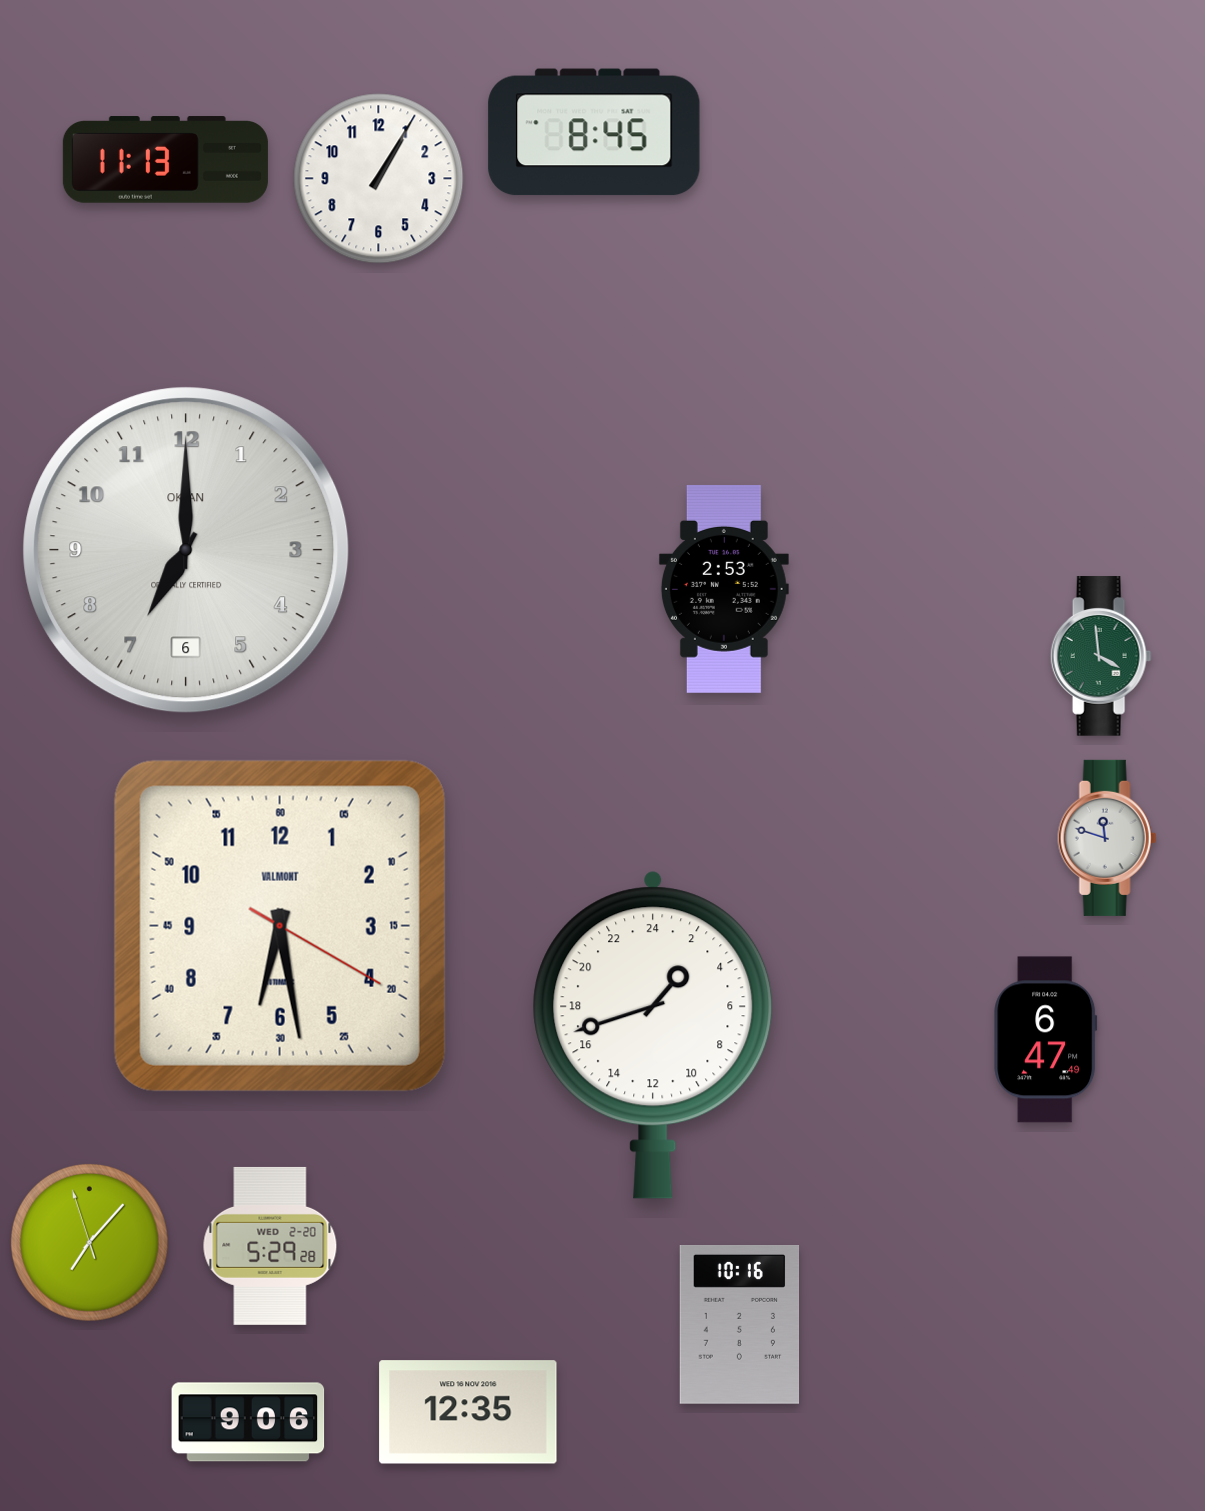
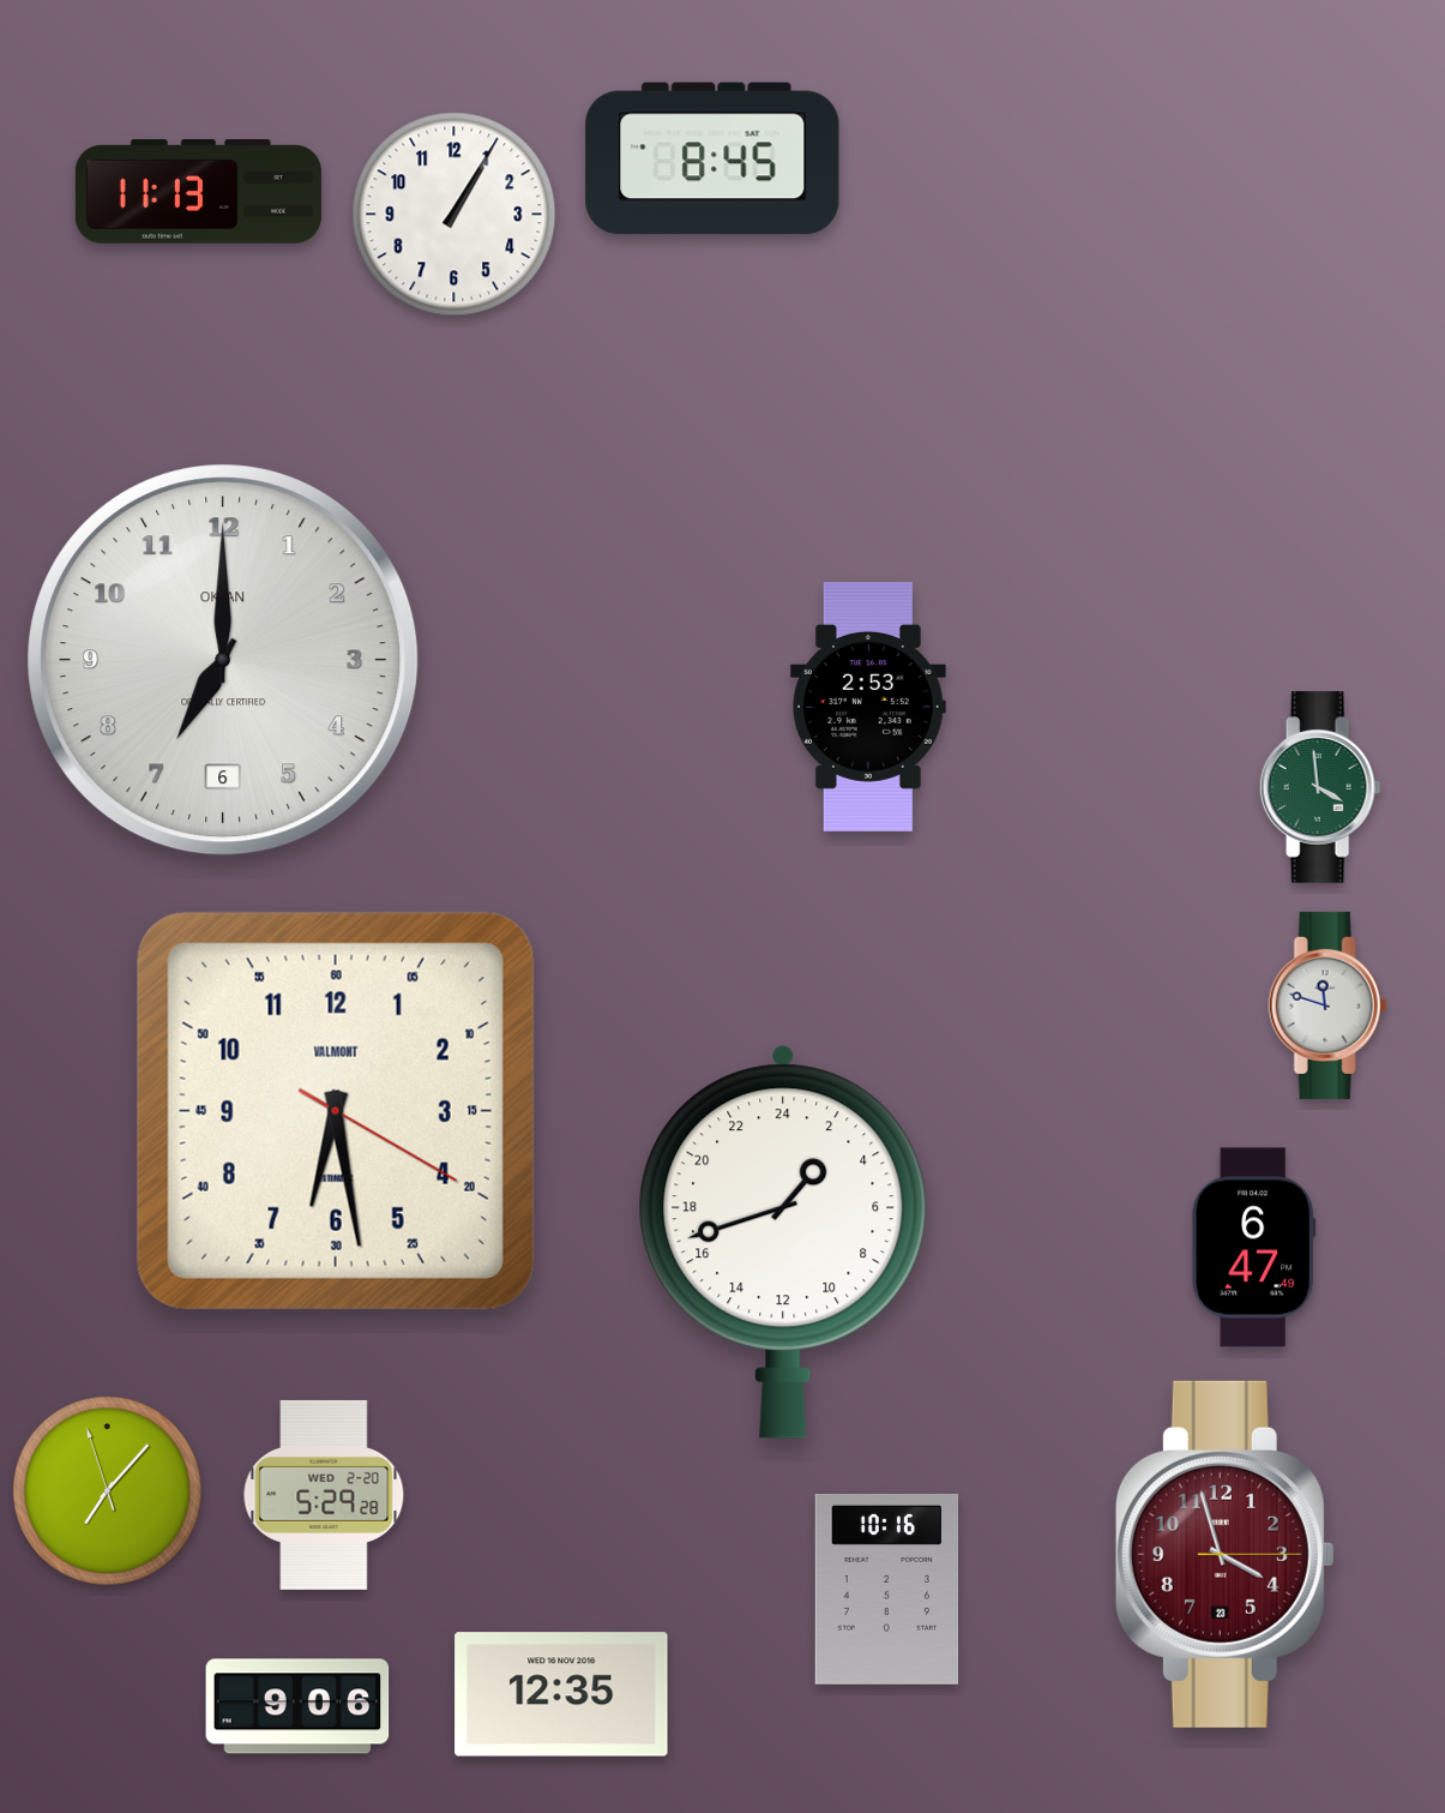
clock at (1224, 1554): none -> 3:57
